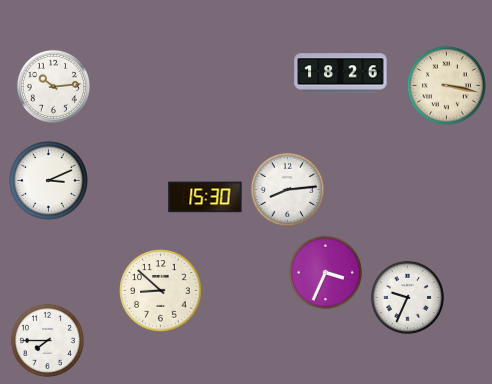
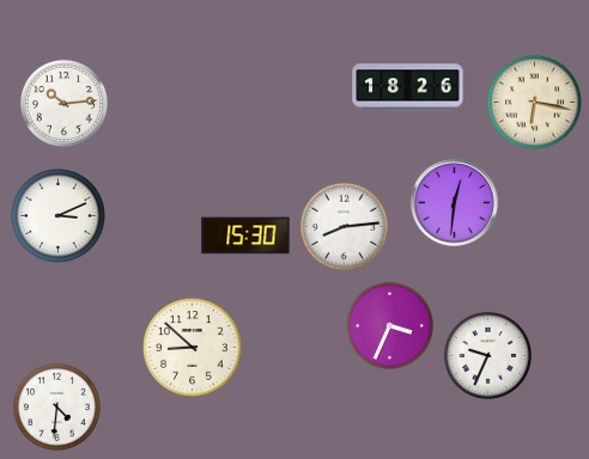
clock at (447, 86): 3:17 -> 6:17
clock at (455, 203): none -> 12:31
clock at (47, 340): 7:45 -> 4:31
